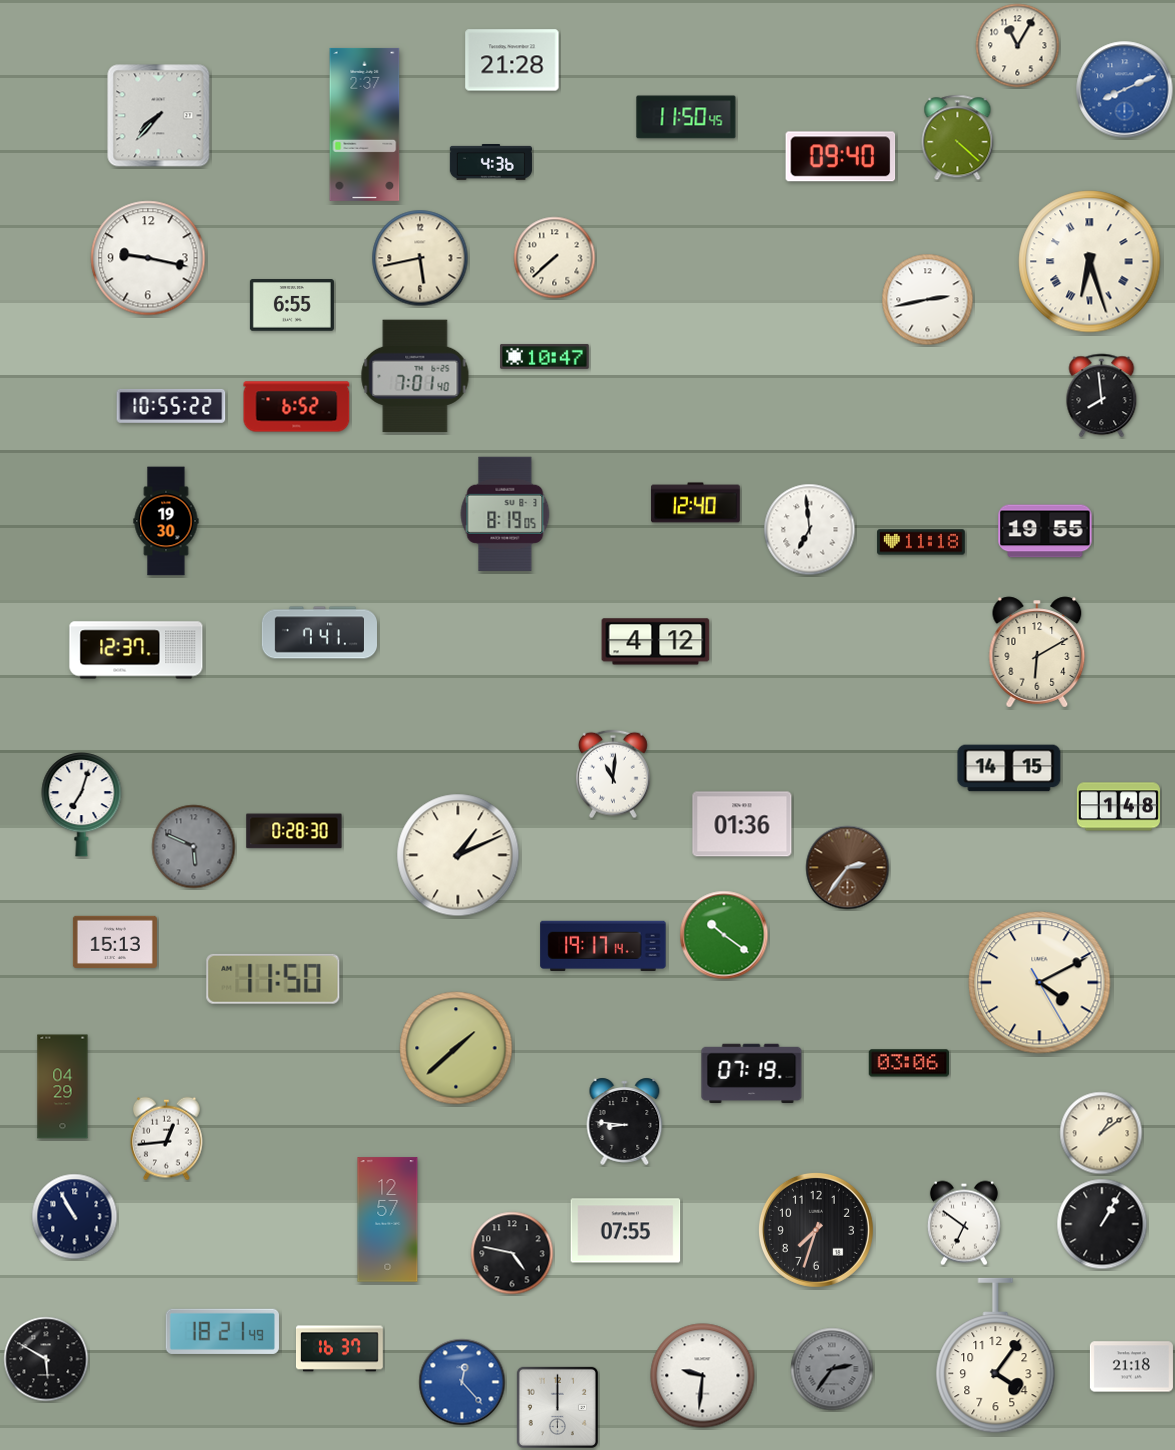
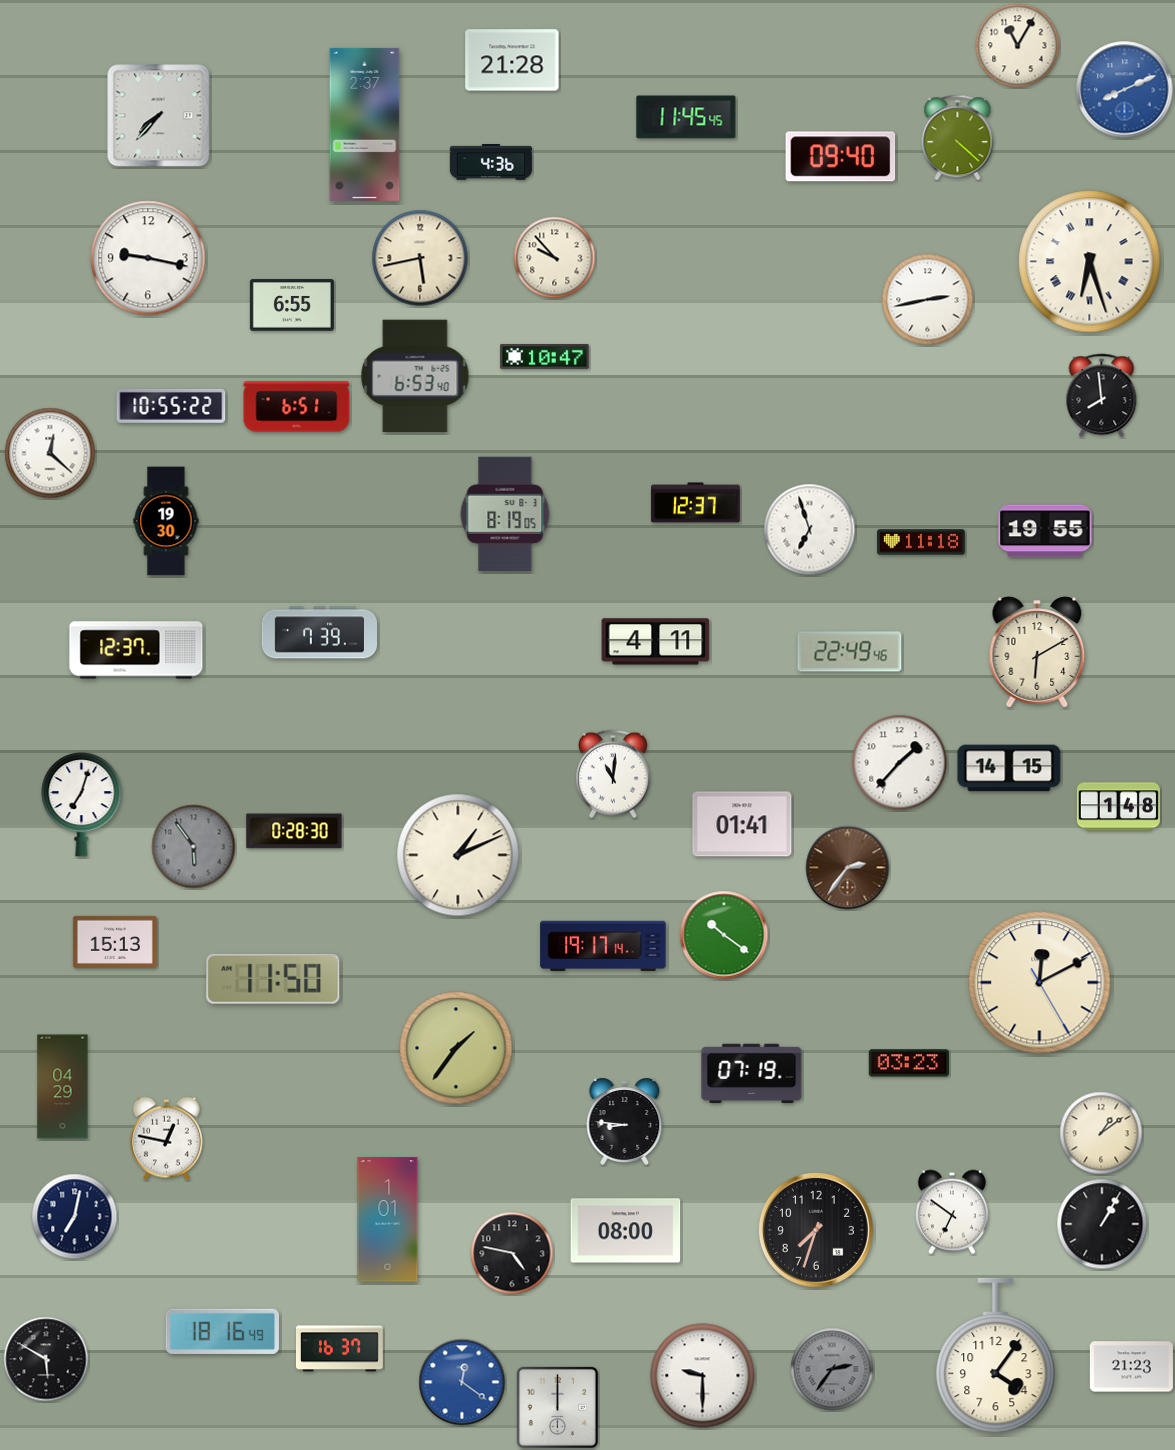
clock at (686, 117): 11:50 -> 11:45
clock at (555, 258): 7:38 -> 9:53
clock at (415, 376): 7:01 -> 6:53
clock at (297, 407): 6:52 -> 6:51
clock at (50, 453): none -> 12:22
clock at (696, 503): 12:40 -> 12:37
clock at (810, 530): 6:59 -> 6:57
clock at (319, 633): 7:41 -> 7:39
clock at (656, 642): 4:12 -> 4:11
clock at (850, 652): none -> 22:49
clock at (900, 763): none -> 1:37
clock at (742, 824): 01:36 -> 01:41
clock at (194, 847): 5:49 -> 5:54
clock at (1040, 983): 4:10 -> 12:10
clock at (456, 1048): 1:38 -> 1:36
clock at (908, 1063): 03:06 -> 03:23
clock at (166, 1139): 12:44 -> 12:47
clock at (75, 1217): 10:55 -> 7:02
clock at (388, 1220): 12:57 -> 1:01
clock at (964, 1223) position: (964, 1223) -> (952, 1212)
clock at (626, 1231): 07:55 -> 08:00
clock at (222, 1331): 18:21 -> 18:16
clock at (1131, 1367): 21:18 -> 21:23
clock at (703, 1376): 9:31 -> 9:30
clock at (462, 1382): 12:23 -> 12:21
